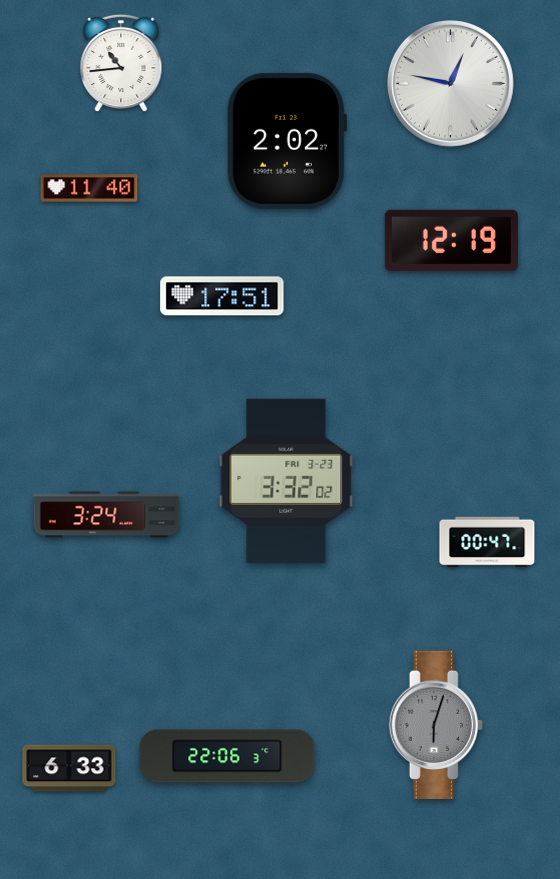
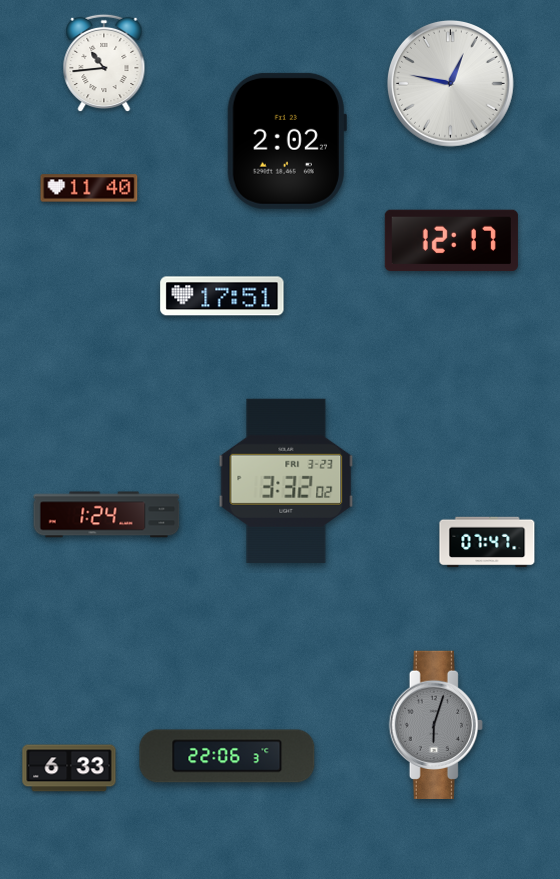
clock at (121, 63) position: (121, 63) -> (104, 63)
clock at (451, 241): 12:19 -> 12:17
clock at (107, 515): 3:24 -> 1:24
clock at (487, 542): 00:47 -> 07:47
